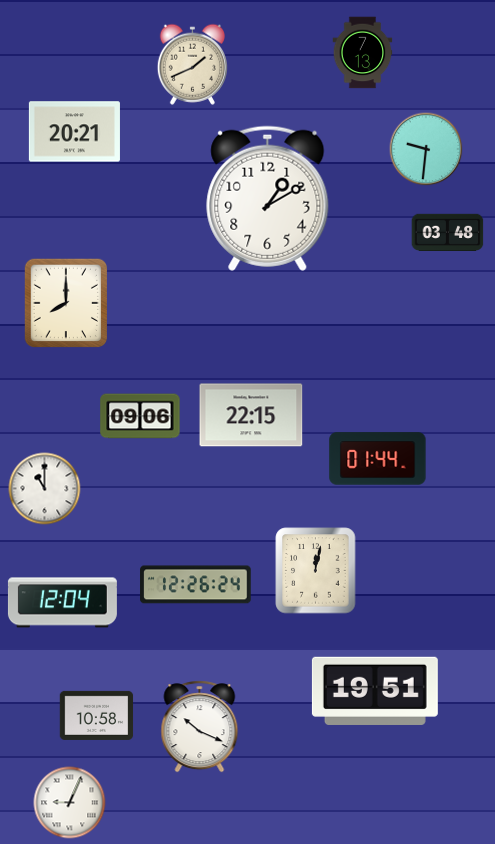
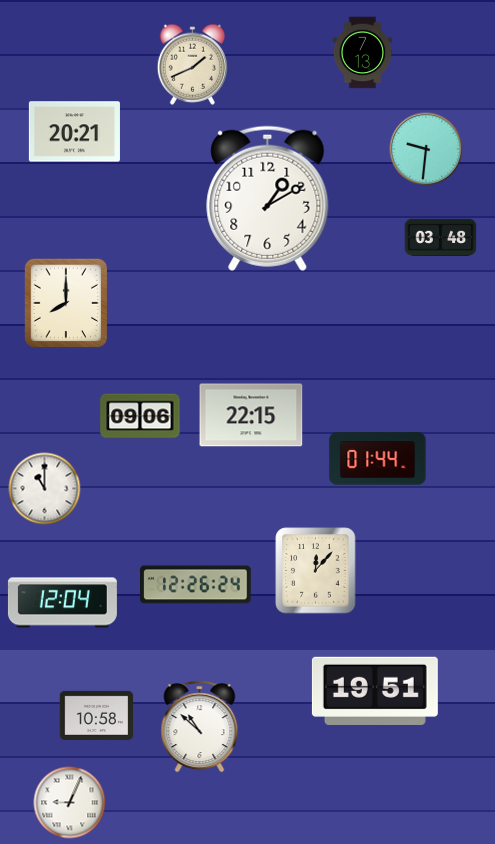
clock at (448, 232) position: (448, 232) -> (441, 237)
clock at (316, 571): 12:02 -> 12:07
clock at (200, 727): 10:19 -> 10:52
